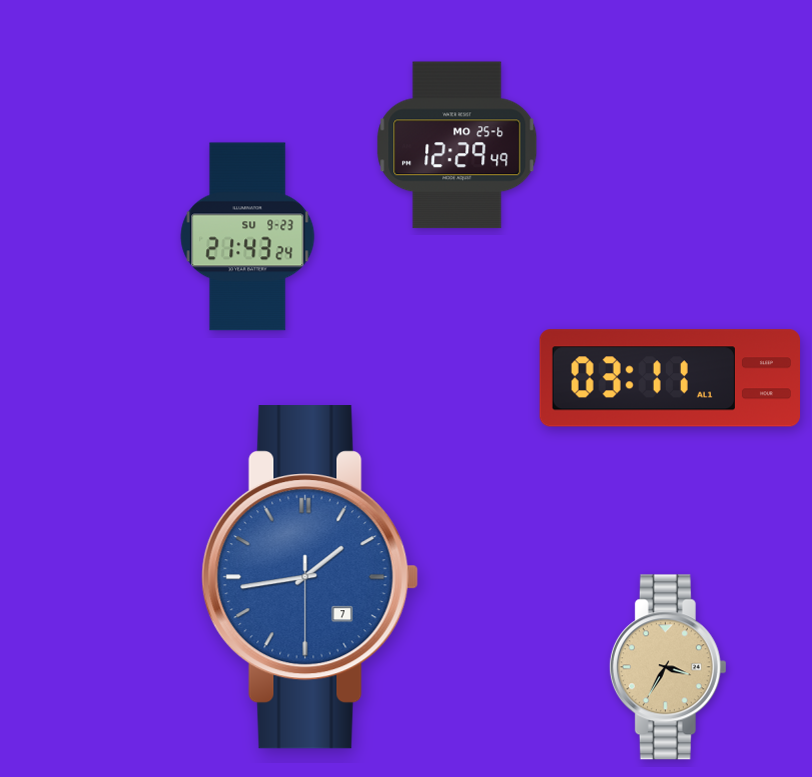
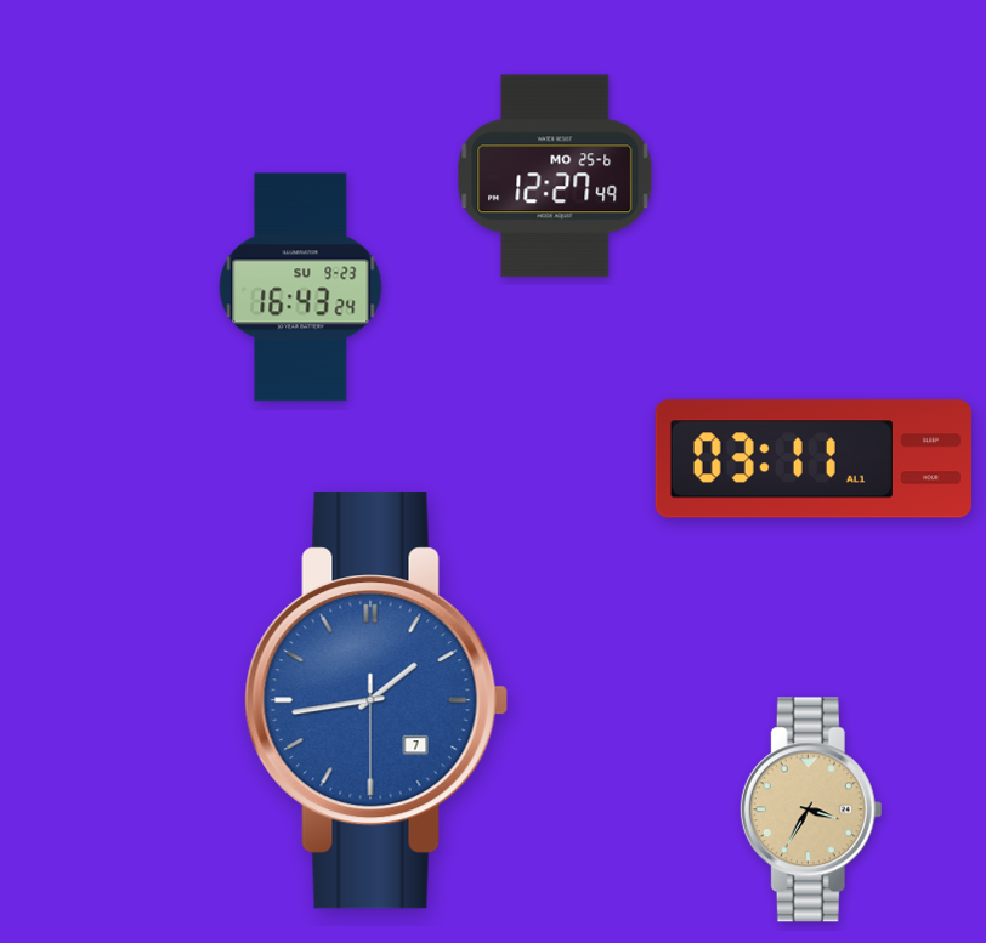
clock at (457, 145): 12:29 -> 12:27
clock at (248, 237): 21:43 -> 16:43
